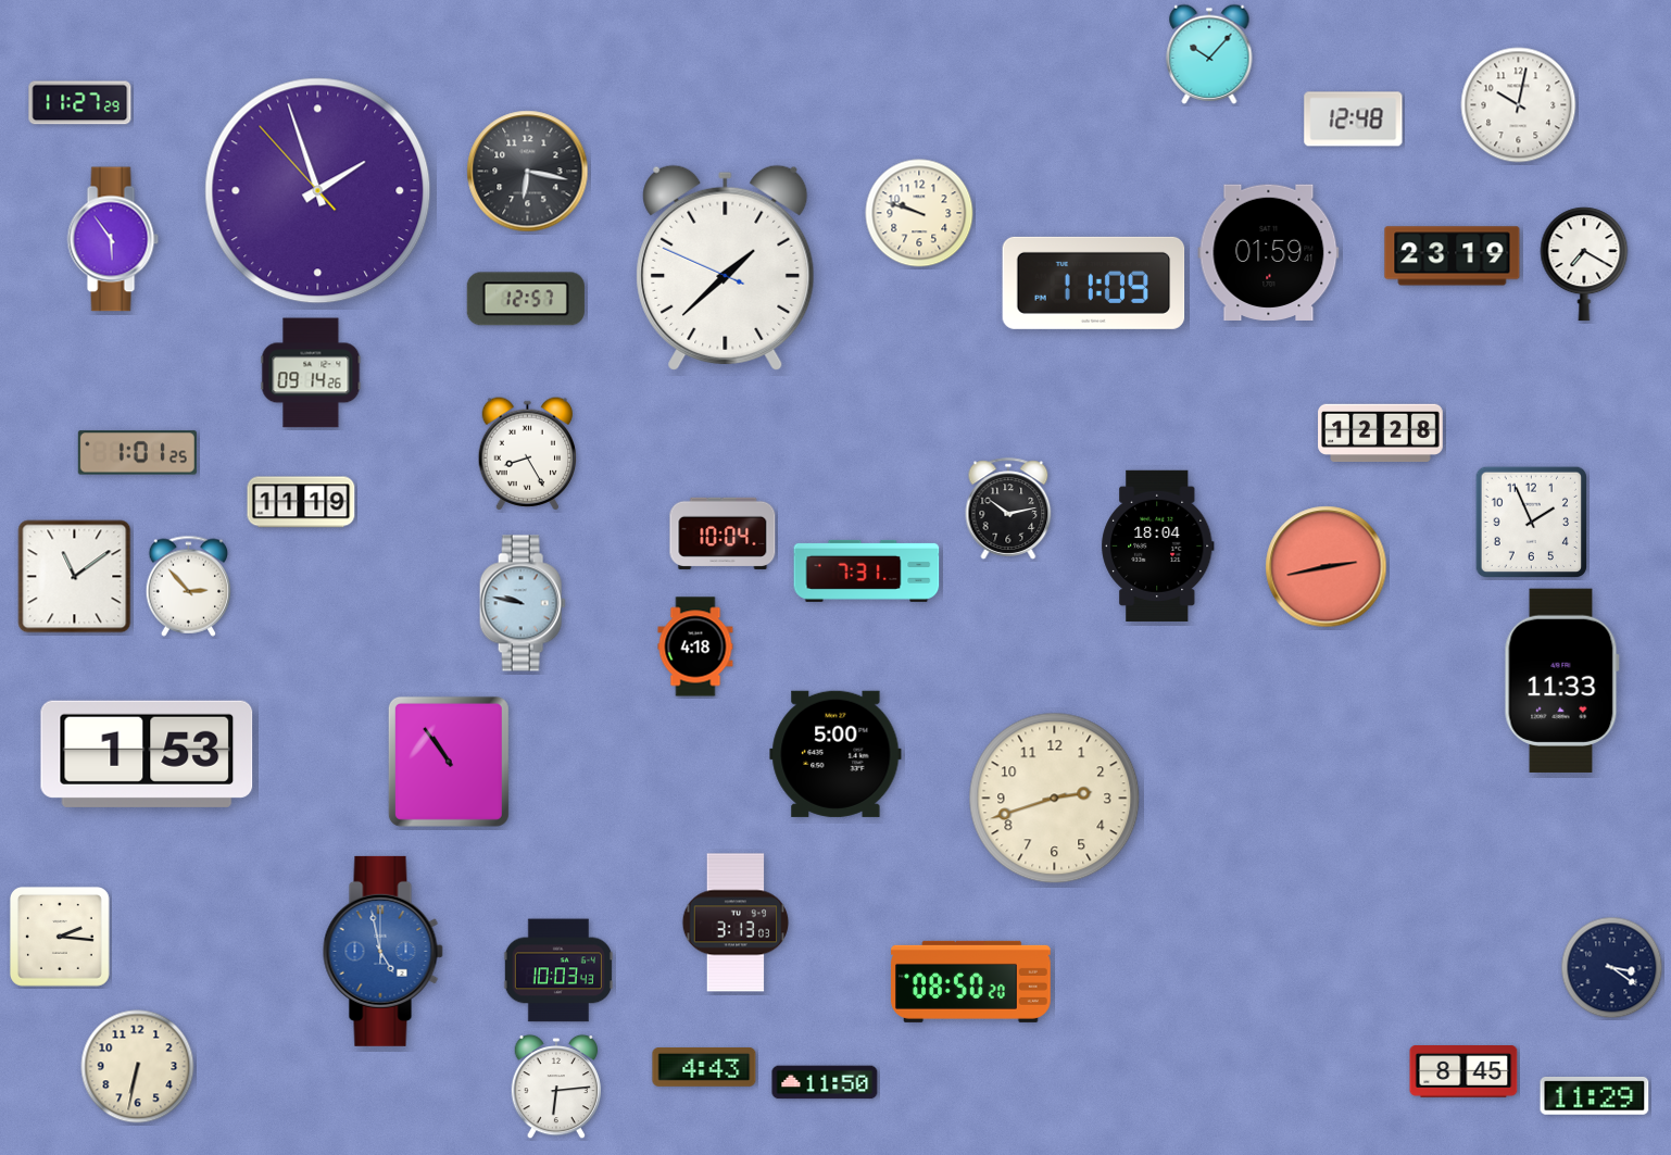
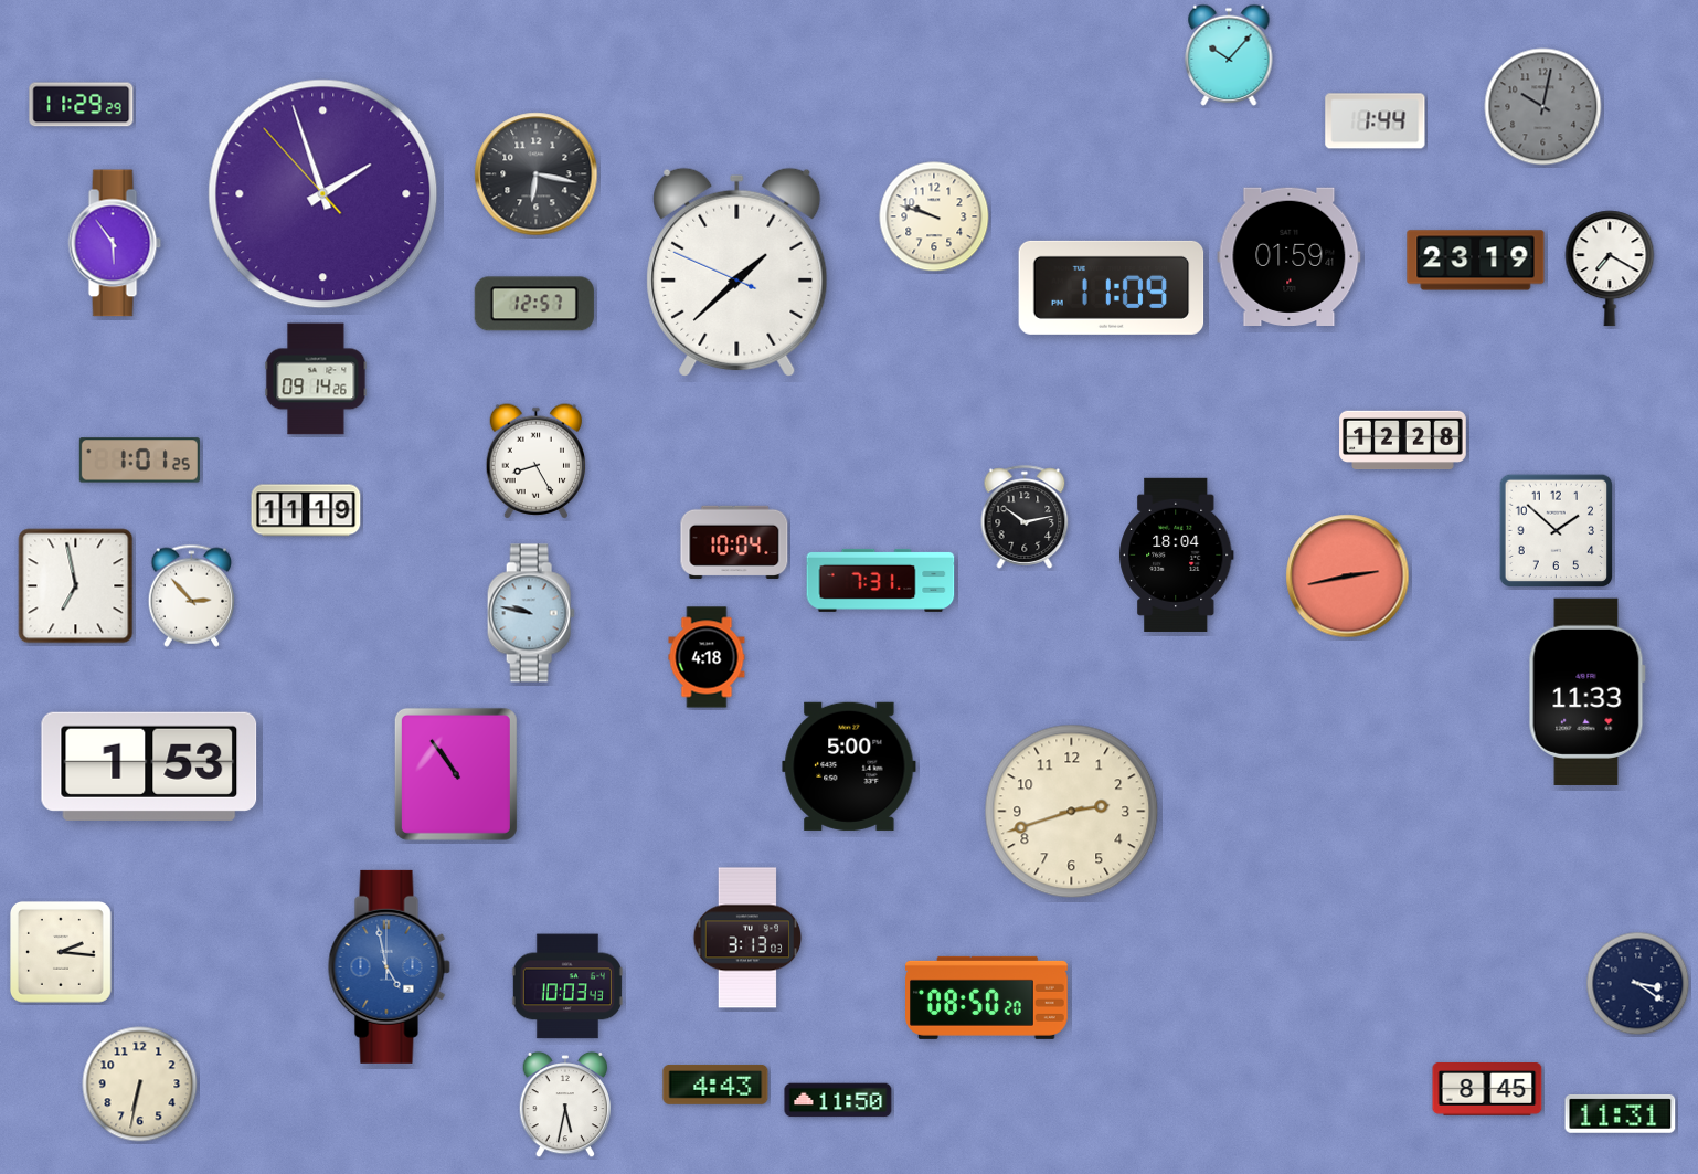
clock at (80, 103): 11:27 -> 11:29
clock at (1519, 105) dial: white -> grey
clock at (1354, 120): 12:48 -> 1:44
clock at (1532, 523): 1:56 -> 1:52
clock at (75, 577): 11:09 -> 6:58
clock at (555, 1087): 6:14 -> 5:32
clock at (1595, 1095): 11:29 -> 11:31
